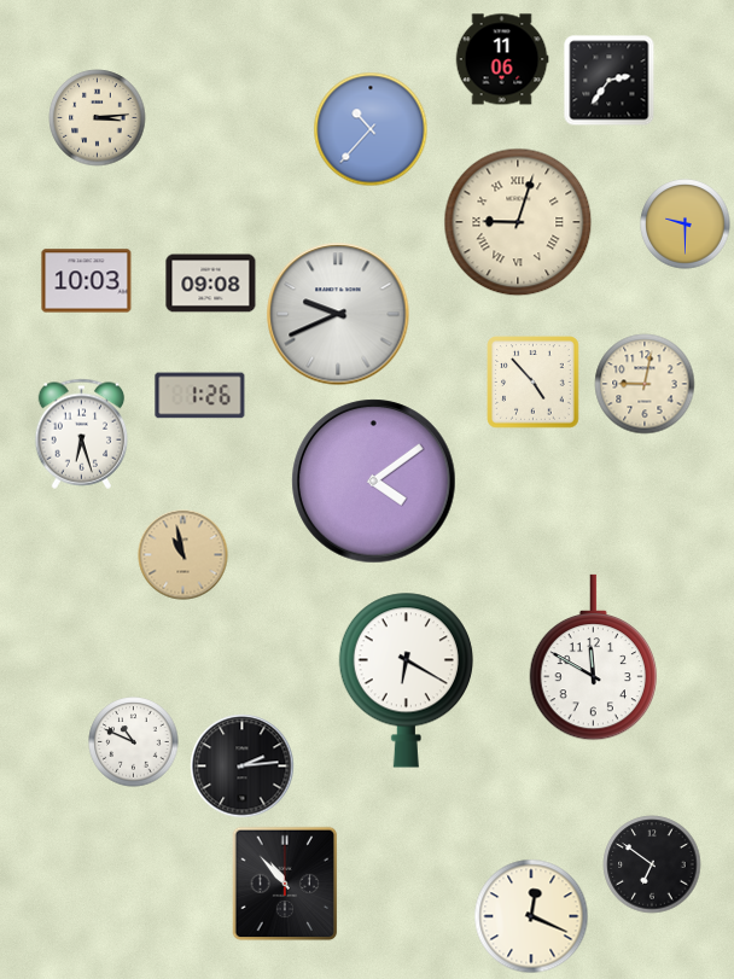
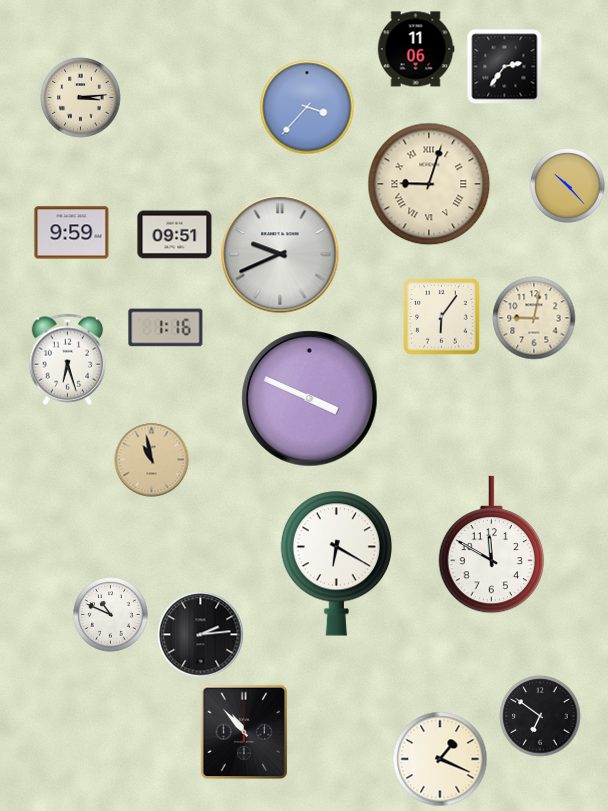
clock at (371, 129): 10:37 -> 3:37
clock at (686, 225): 9:30 -> 10:23
clock at (87, 281): 10:03 -> 9:59
clock at (211, 284): 09:08 -> 09:51
clock at (338, 314) position: (338, 314) -> (280, 254)
clock at (534, 383): 4:53 -> 6:06
clock at (200, 396): 1:26 -> 1:16
clock at (374, 482): 4:09 -> 3:49
clock at (285, 884) position: (285, 884) -> (244, 732)
clock at (531, 916): 12:19 -> 1:19
